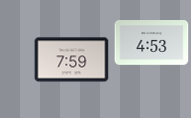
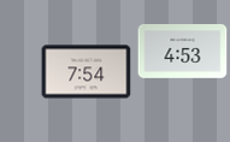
clock at (72, 60): 7:59 -> 7:54
